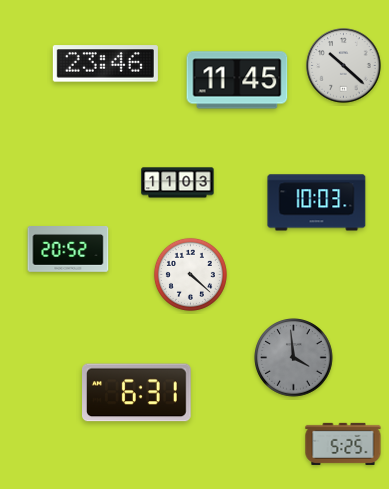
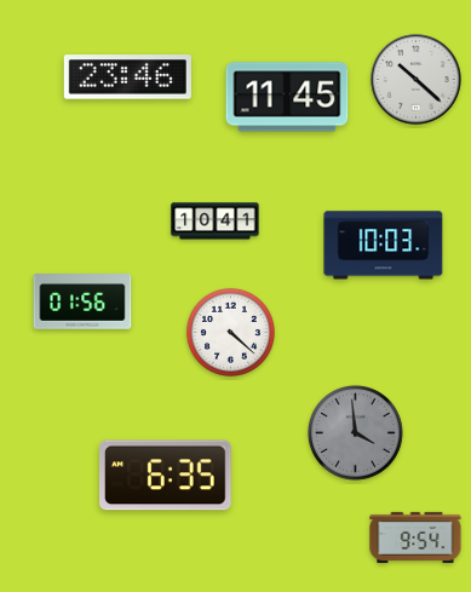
clock at (178, 183): 11:03 -> 10:41
clock at (68, 249): 20:52 -> 01:56
clock at (137, 393): 6:31 -> 6:35
clock at (343, 444): 5:25 -> 9:54
